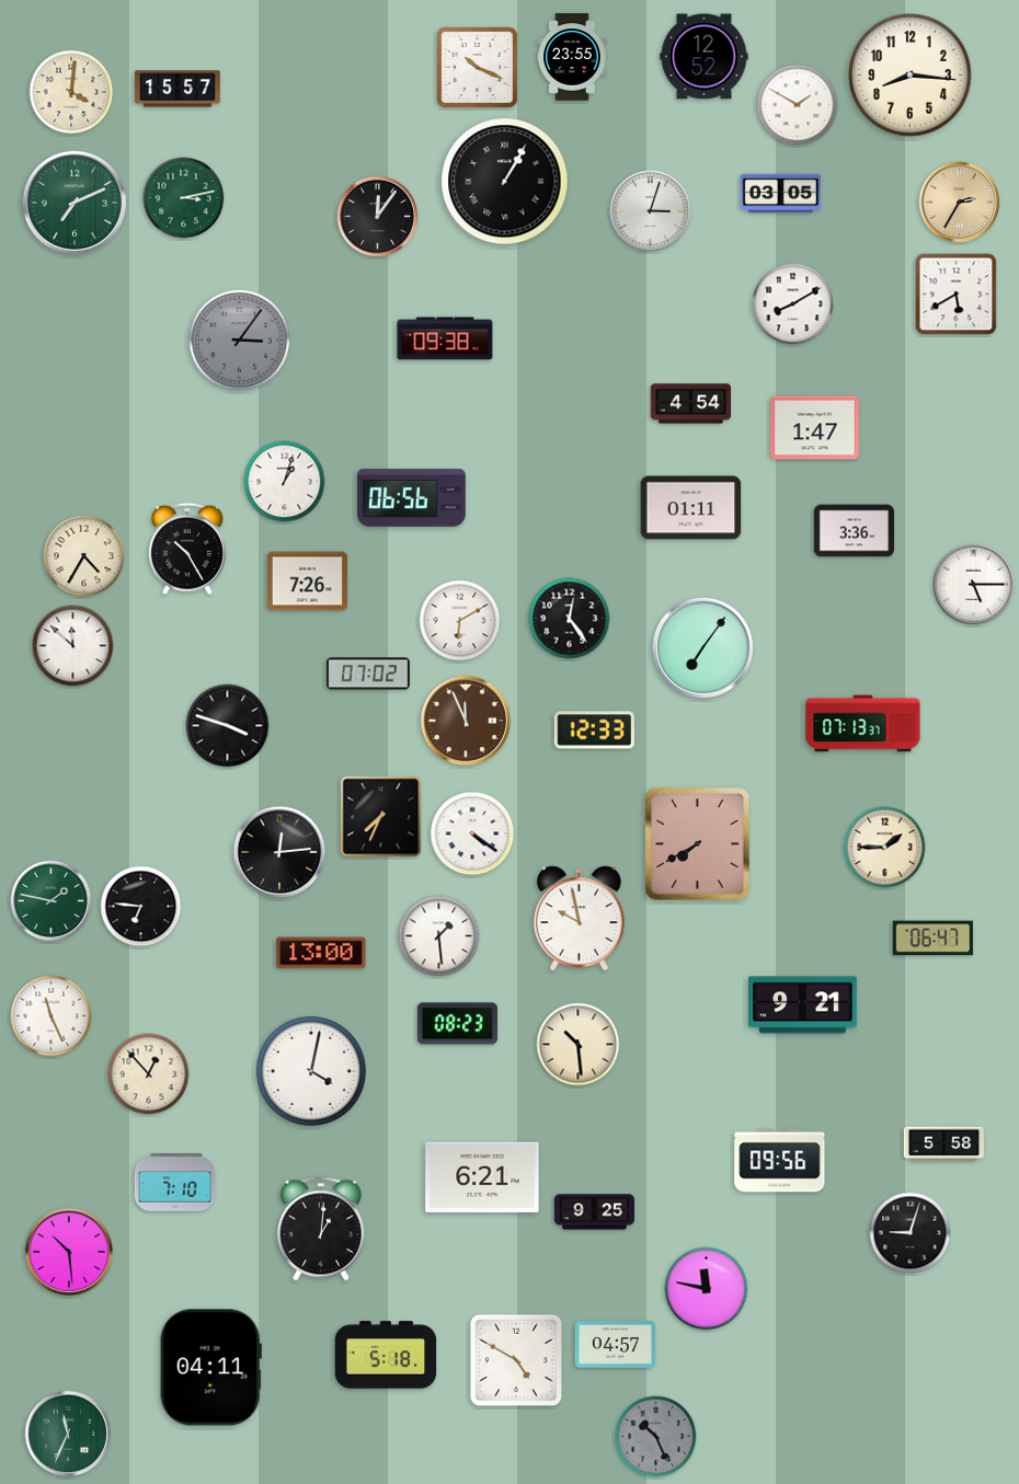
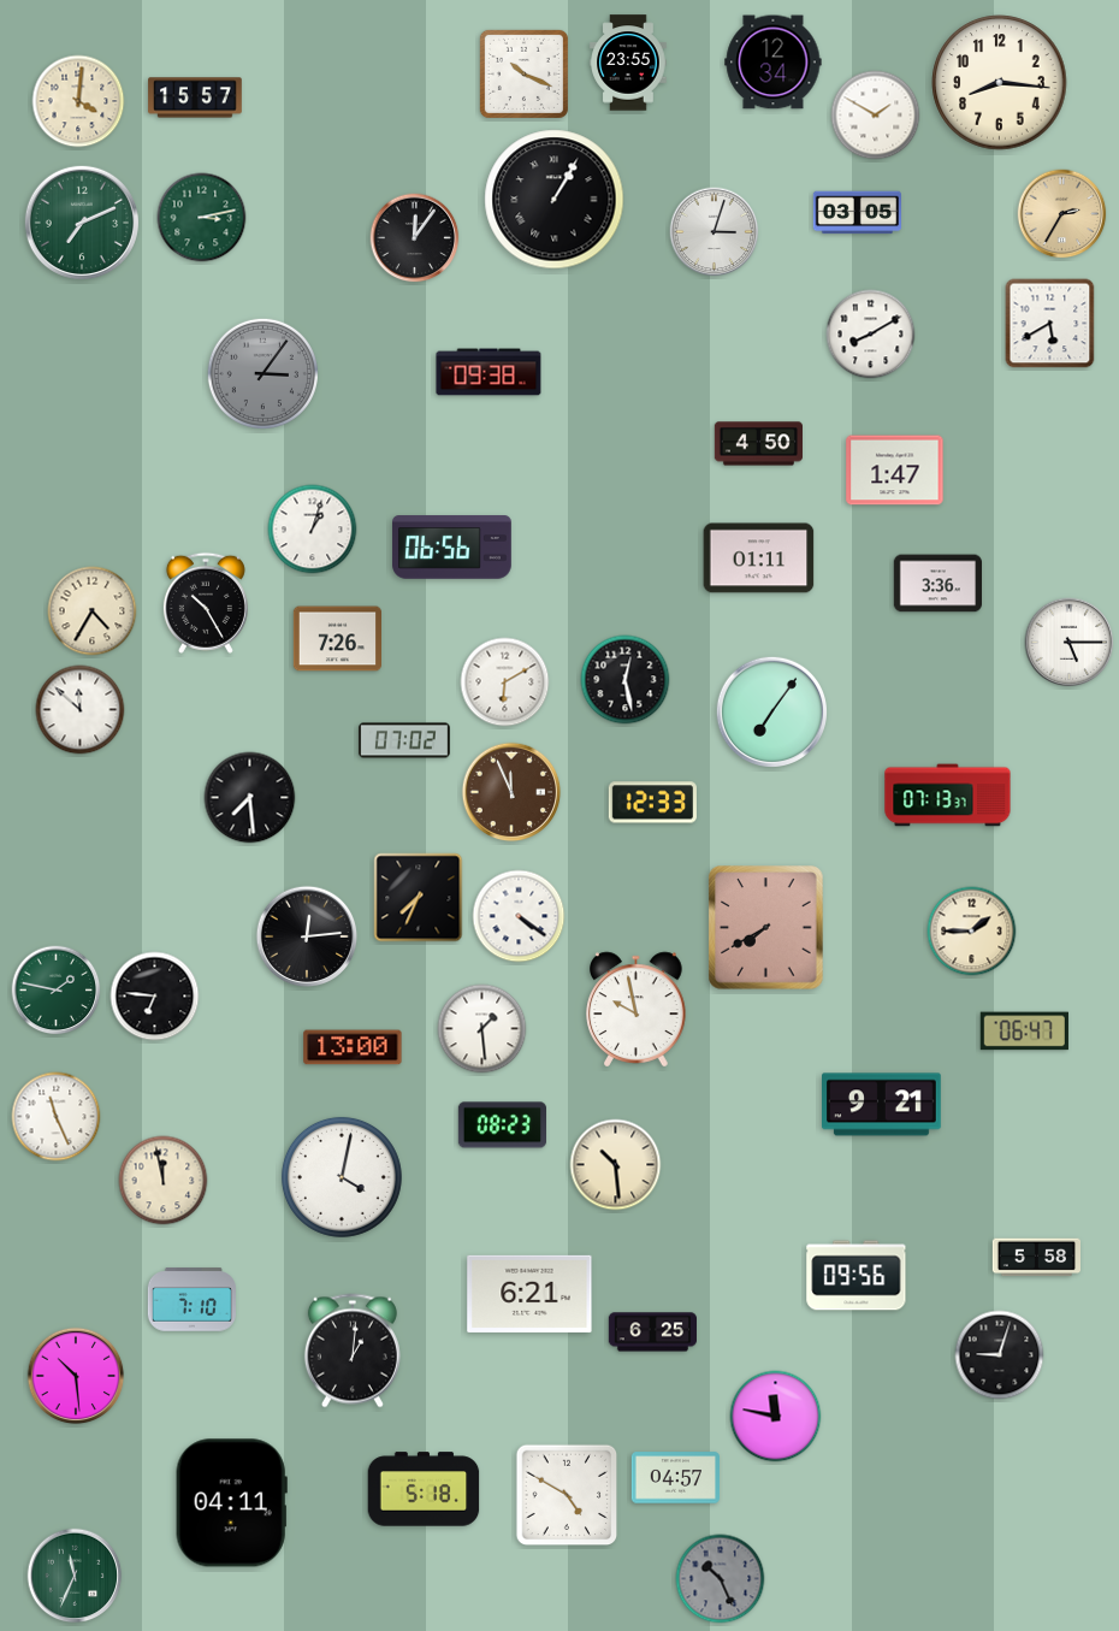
clock at (705, 57): 12:52 -> 12:34
clock at (960, 203) position: (960, 203) -> (1062, 214)
clock at (690, 404): 4:54 -> 4:50
clock at (570, 619): 12:24 -> 12:28
clock at (228, 726): 3:48 -> 7:29
clock at (579, 1045) position: (579, 1045) -> (616, 1165)
clock at (149, 1074): 12:53 -> 11:58
clock at (594, 1212): 9:25 -> 6:25
